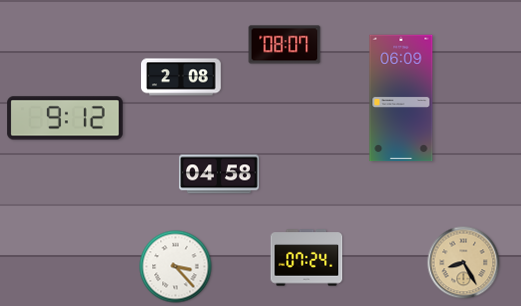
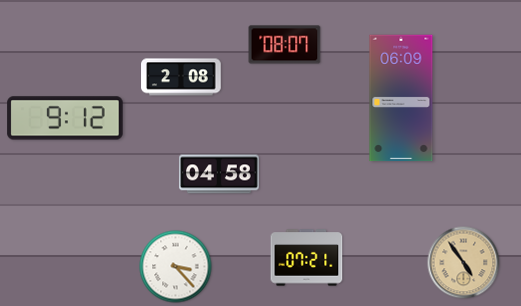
clock at (307, 258): 07:24 -> 07:21
clock at (464, 263): 8:25 -> 4:54
